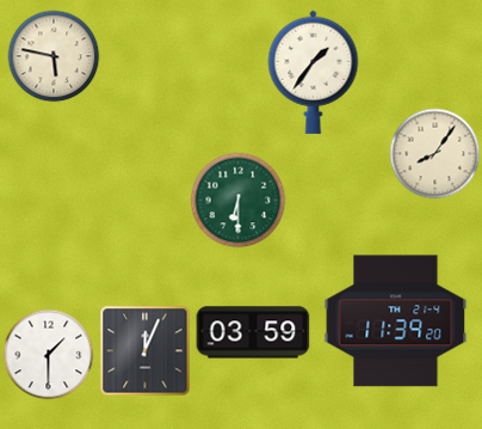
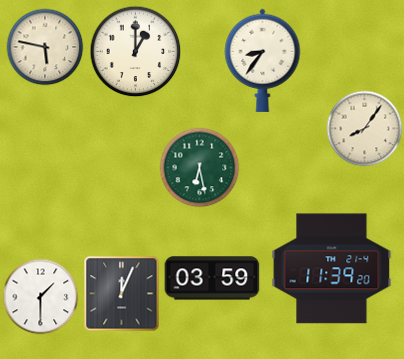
clock at (136, 52): none -> 1:00
clock at (314, 72): 1:36 -> 8:36
clock at (239, 201): 6:30 -> 6:28
